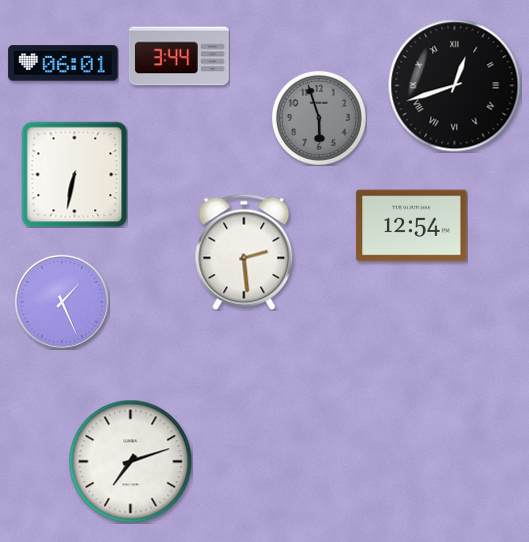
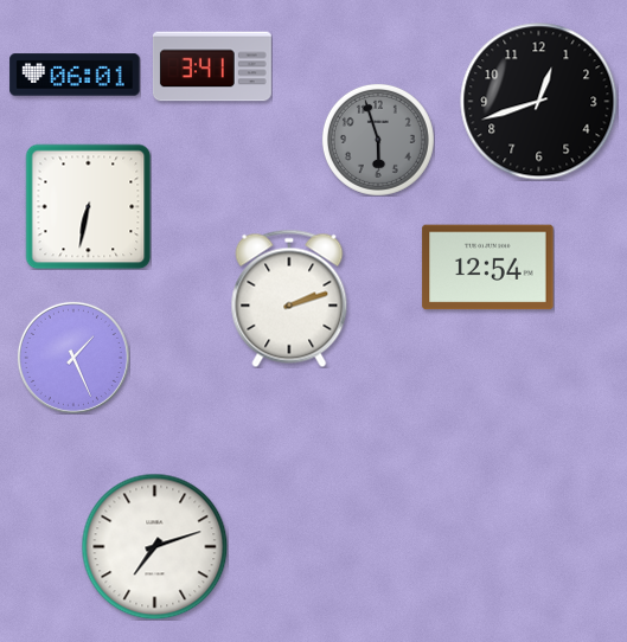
clock at (179, 56): 3:44 -> 3:41
clock at (455, 86) numerals: Roman -> Arabic
clock at (244, 252): 2:29 -> 2:12
